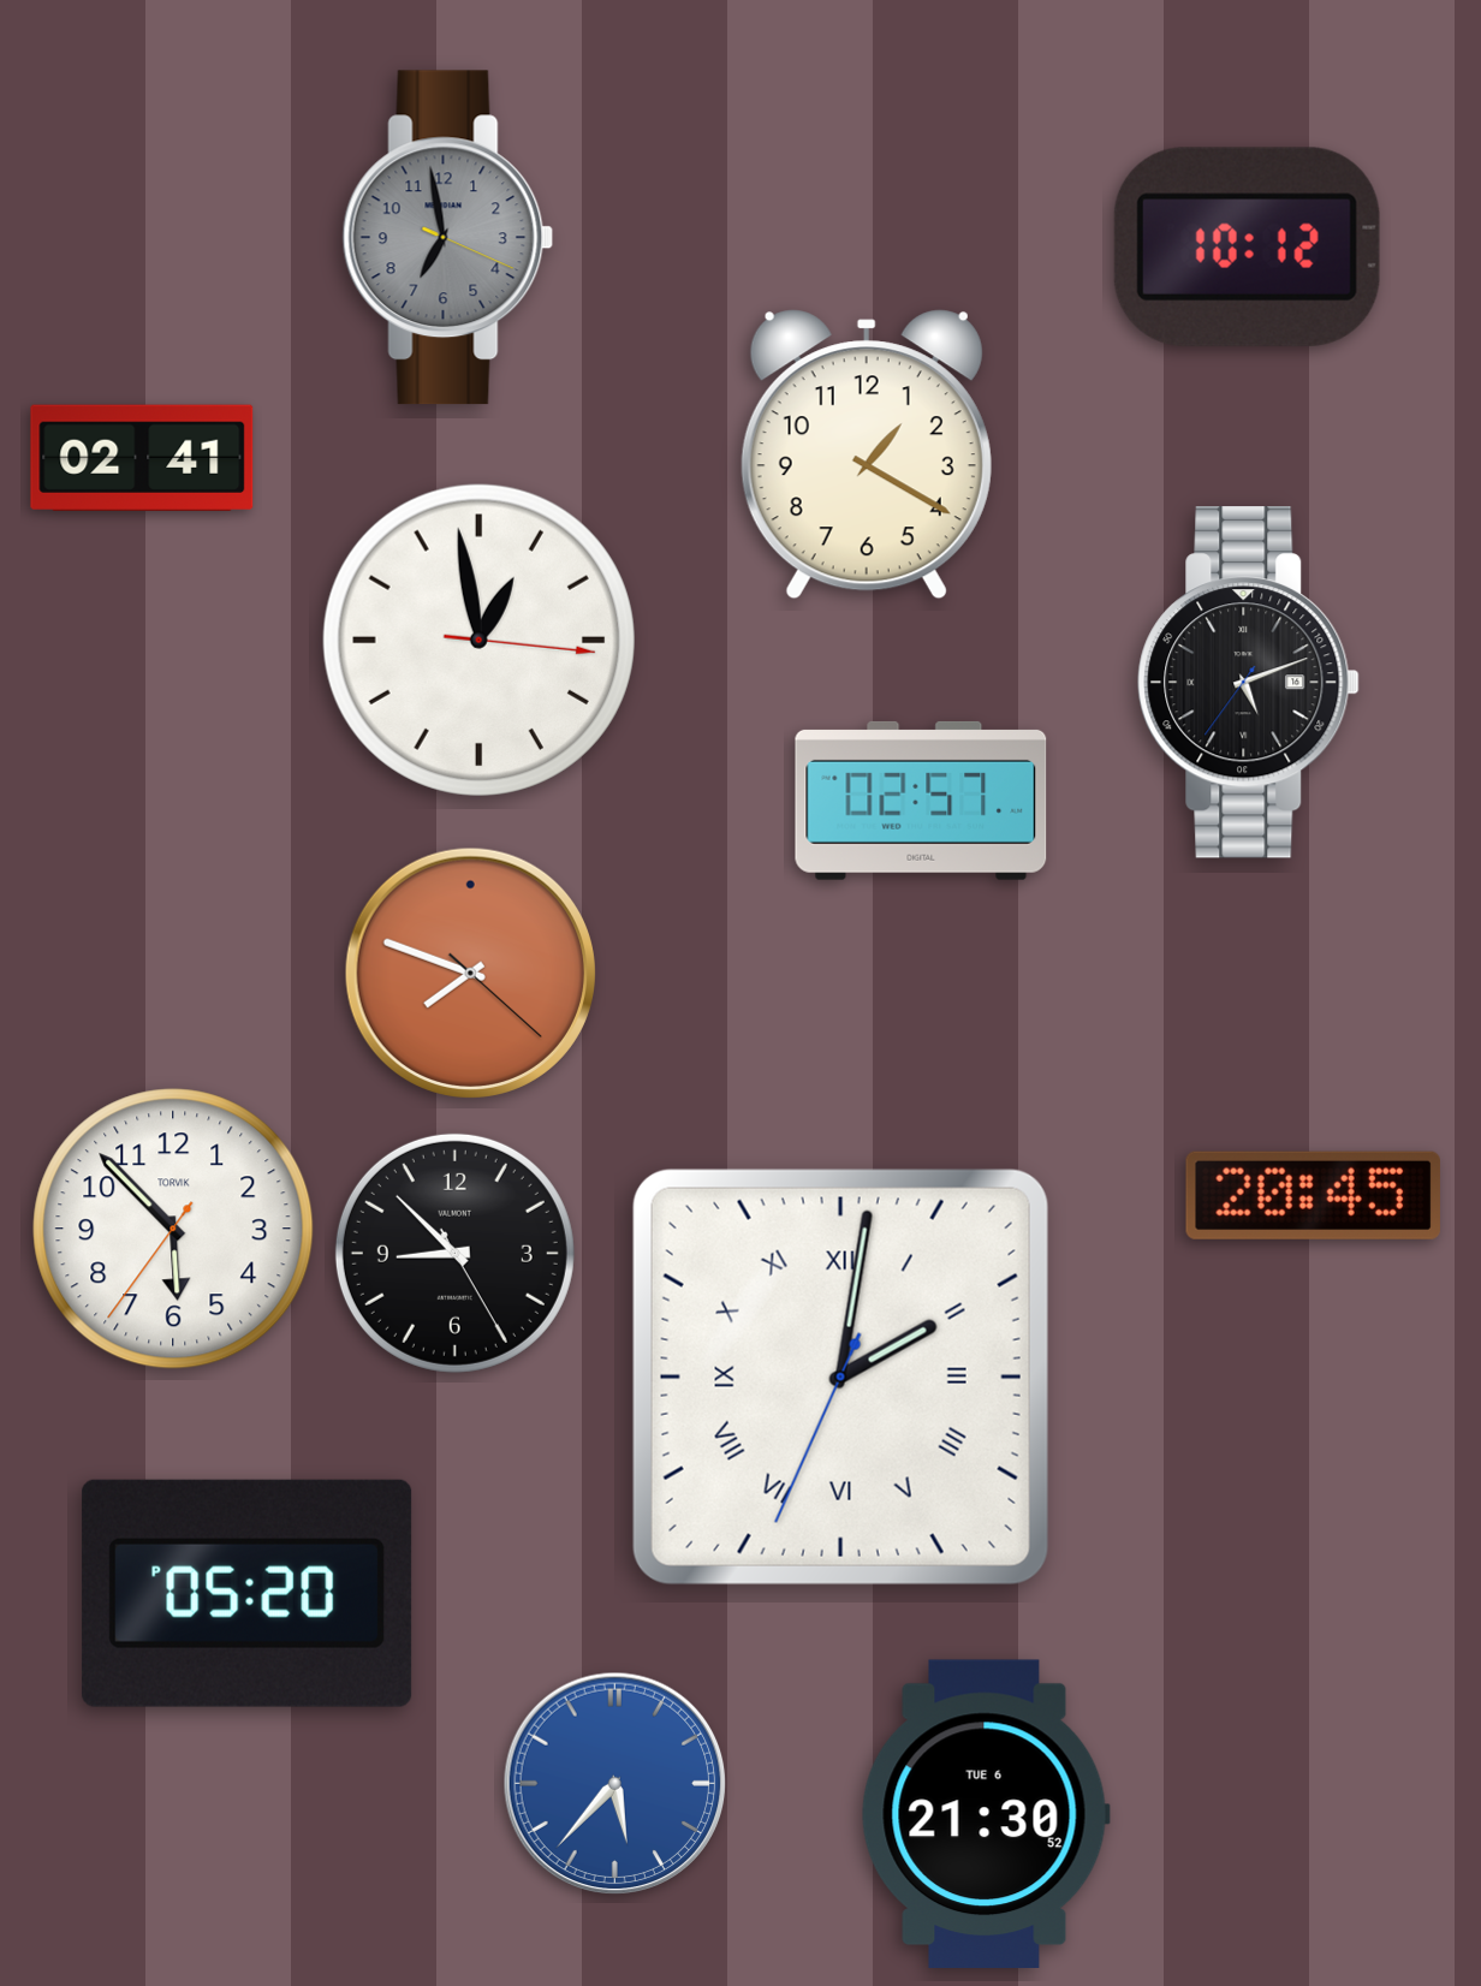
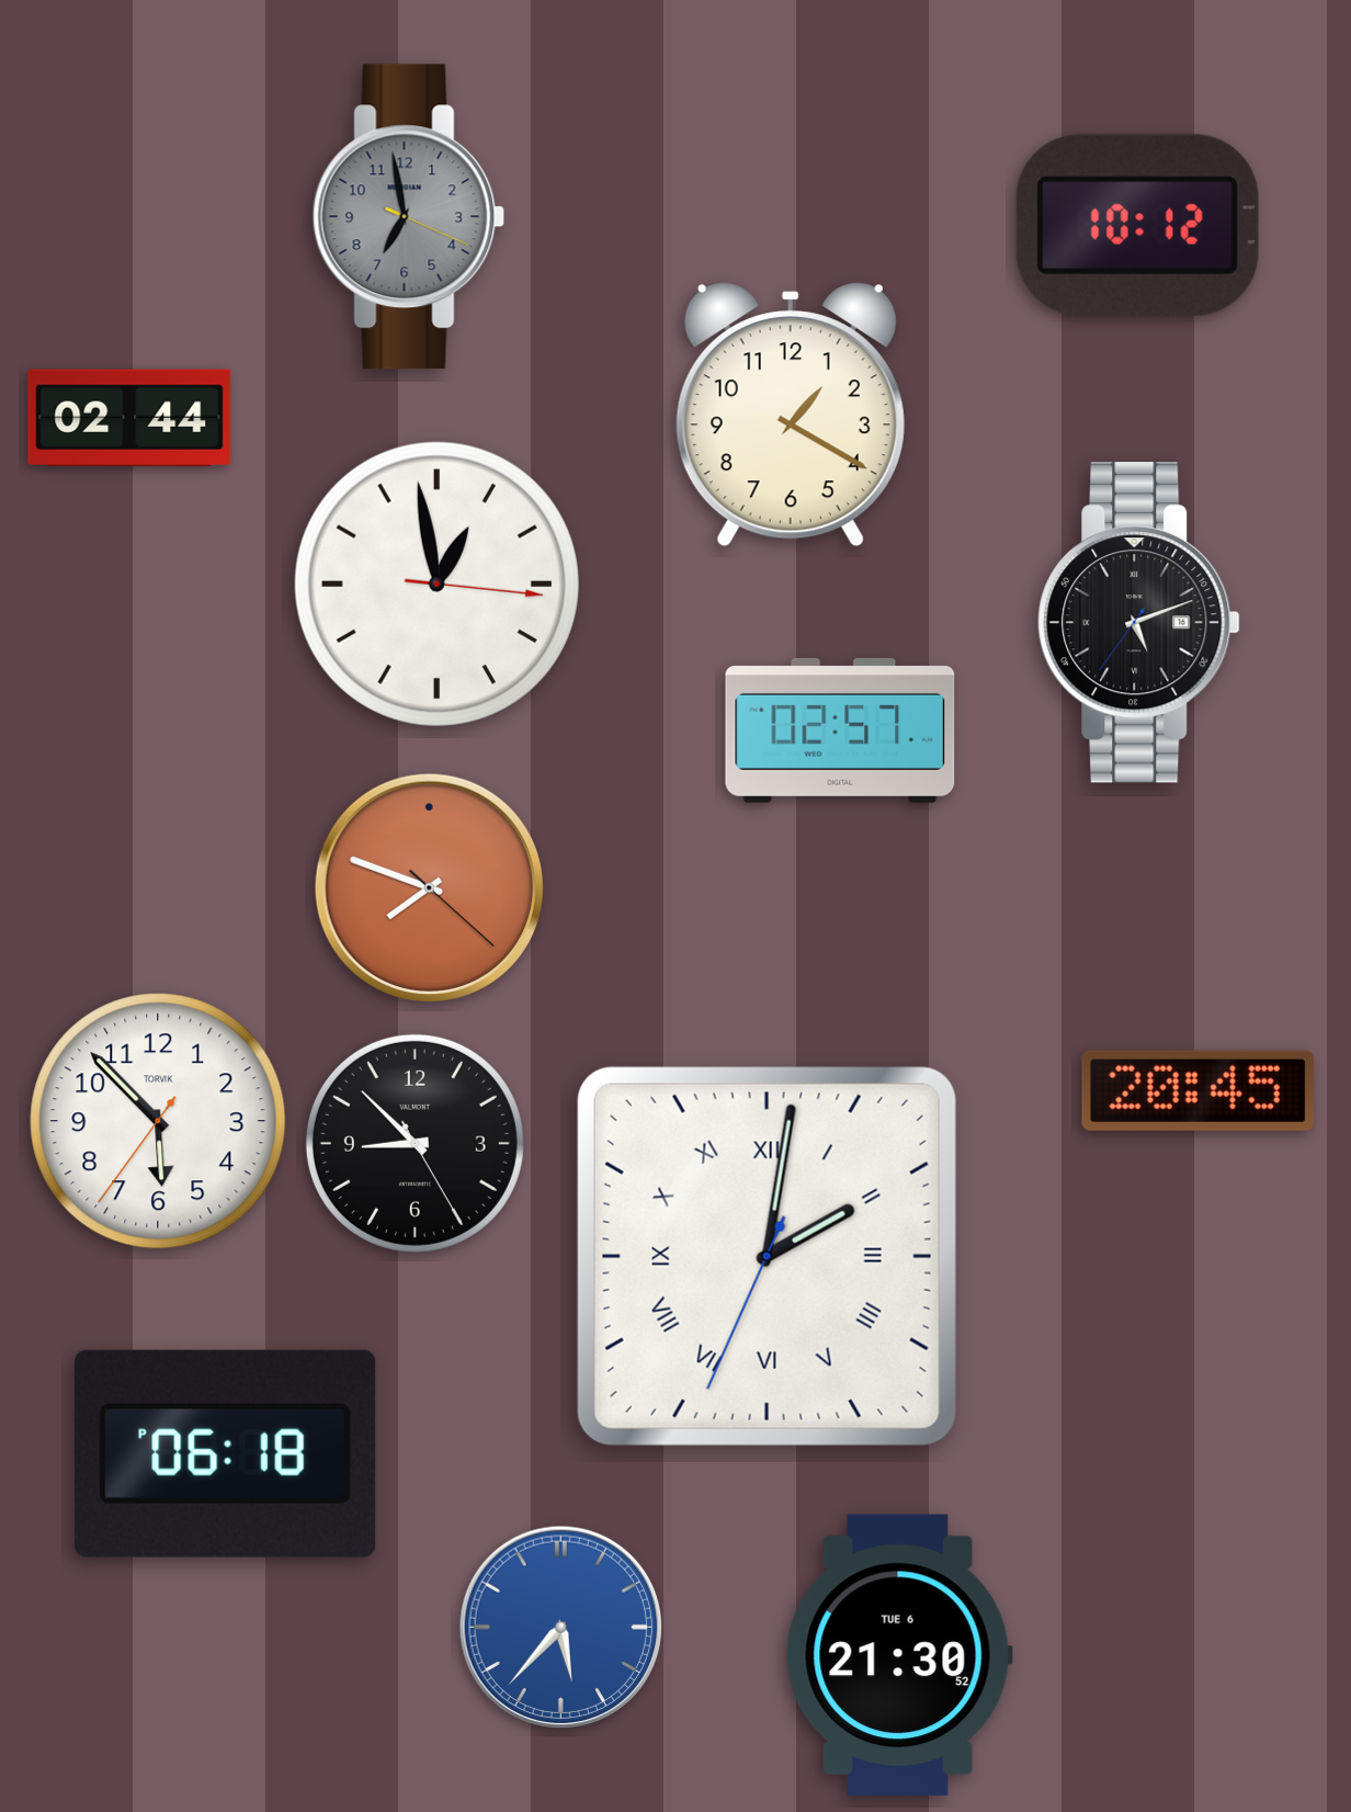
clock at (142, 458): 02:41 -> 02:44
clock at (248, 1593): 05:20 -> 06:18
